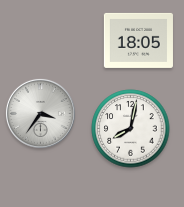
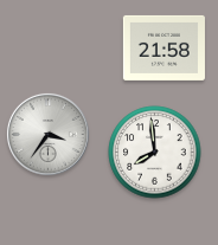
clock at (138, 40): 18:05 -> 21:58
clock at (131, 129): 8:02 -> 7:59
